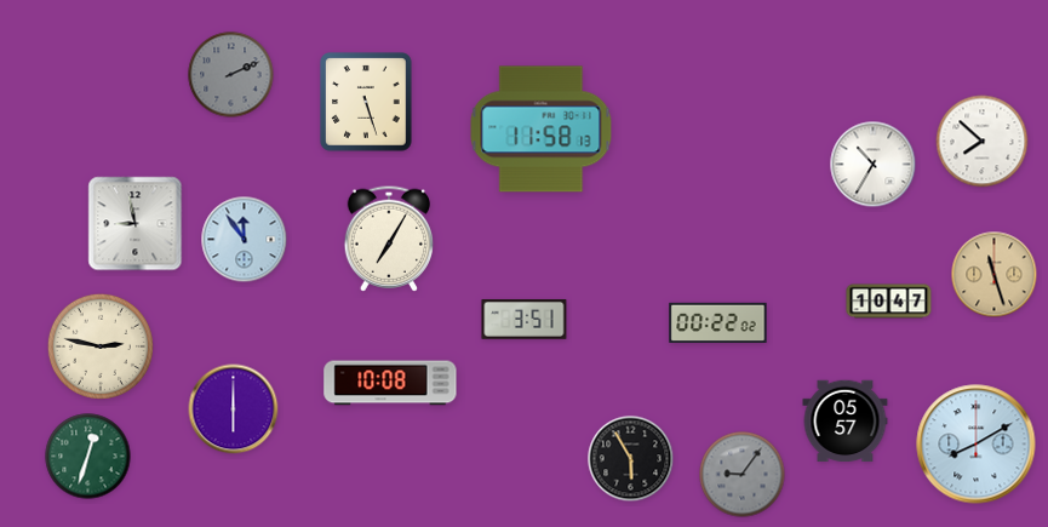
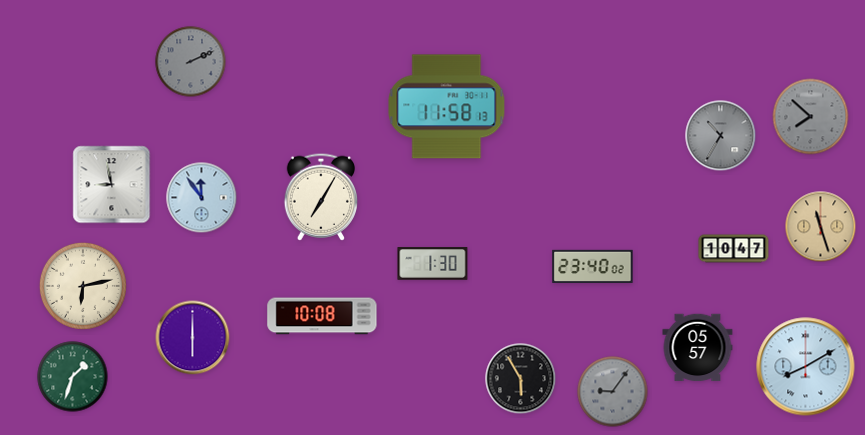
clock at (366, 102): 5:27 -> none
clock at (983, 142) dial: white -> grey
clock at (874, 165) dial: white -> grey
clock at (525, 320): 3:51 -> 1:30
clock at (718, 322): 00:22 -> 23:40
clock at (101, 346): 2:47 -> 6:13
clock at (88, 457): 12:33 -> 1:33
